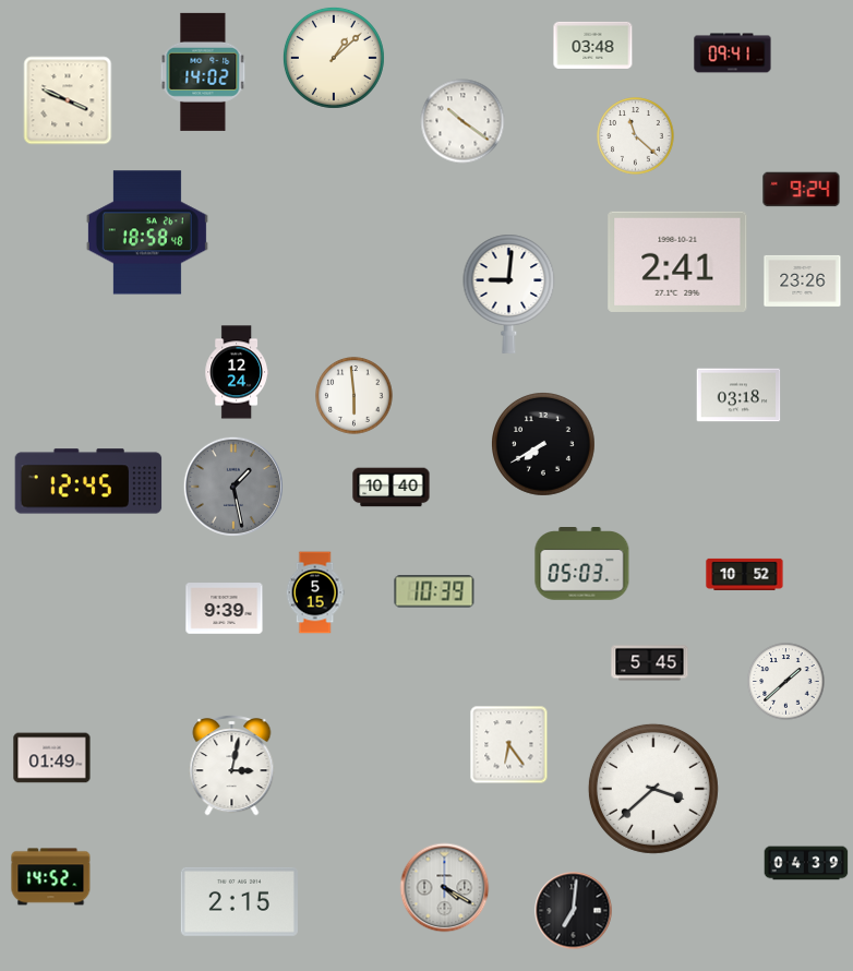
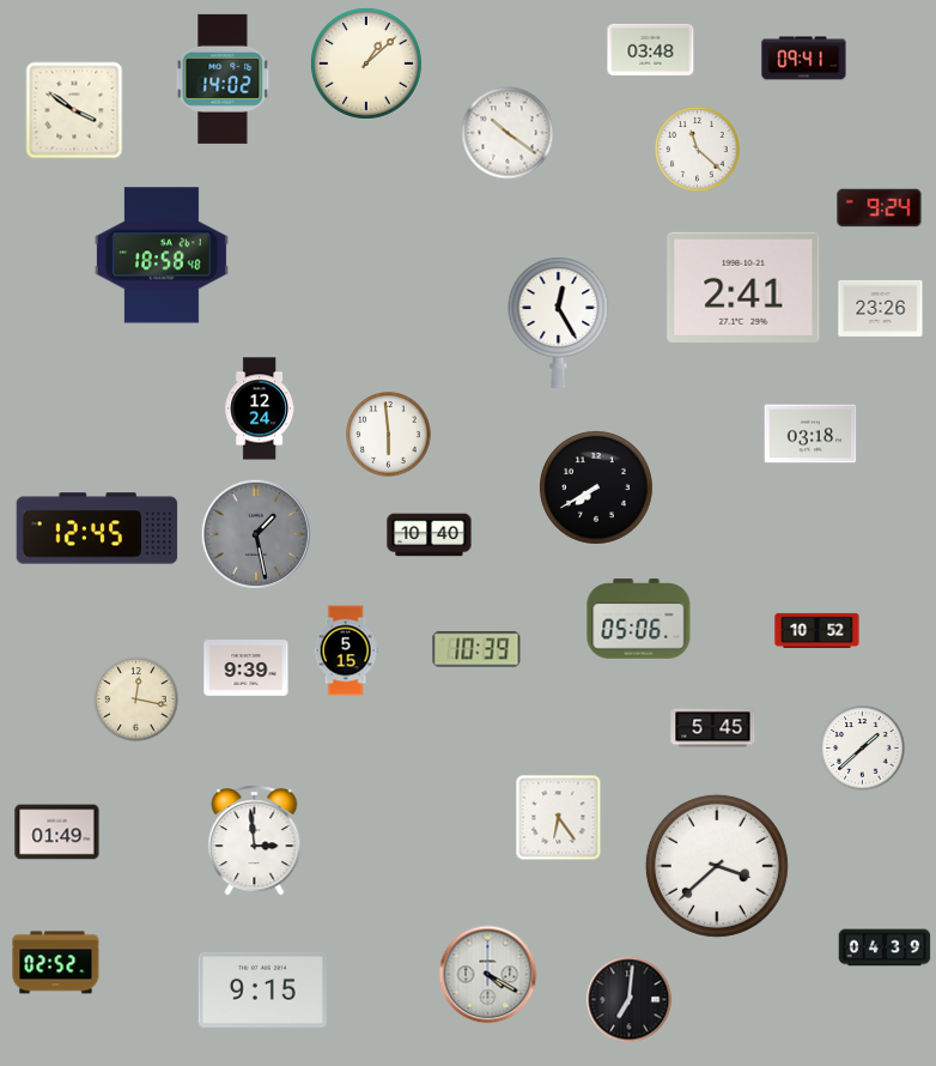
clock at (68, 100): 3:49 -> 3:51
clock at (509, 293): 9:01 -> 12:25
clock at (582, 564): 05:03 -> 05:06
clock at (136, 699): none -> 12:17
clock at (232, 766): 3:02 -> 2:59
clock at (51, 877): 14:52 -> 02:52
clock at (239, 901): 2:15 -> 9:15
